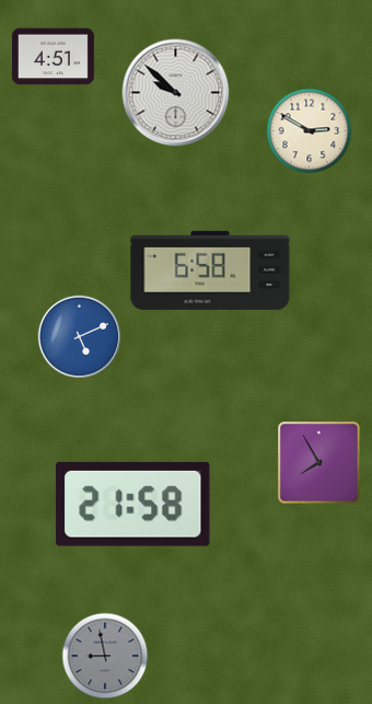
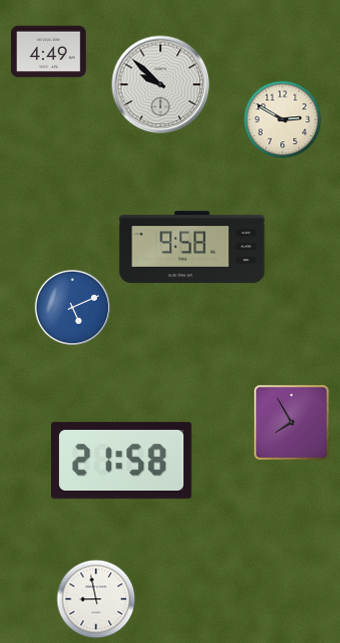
clock at (53, 57): 4:51 -> 4:49
clock at (210, 270): 6:58 -> 9:58
clock at (105, 656) dial: grey -> white
